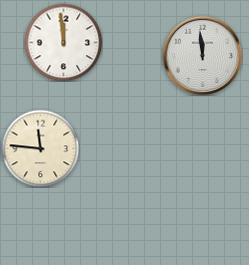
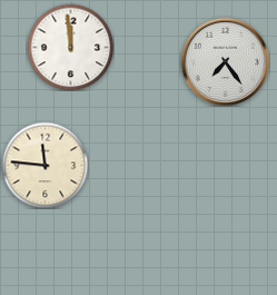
clock at (202, 55): 11:59 -> 7:24
